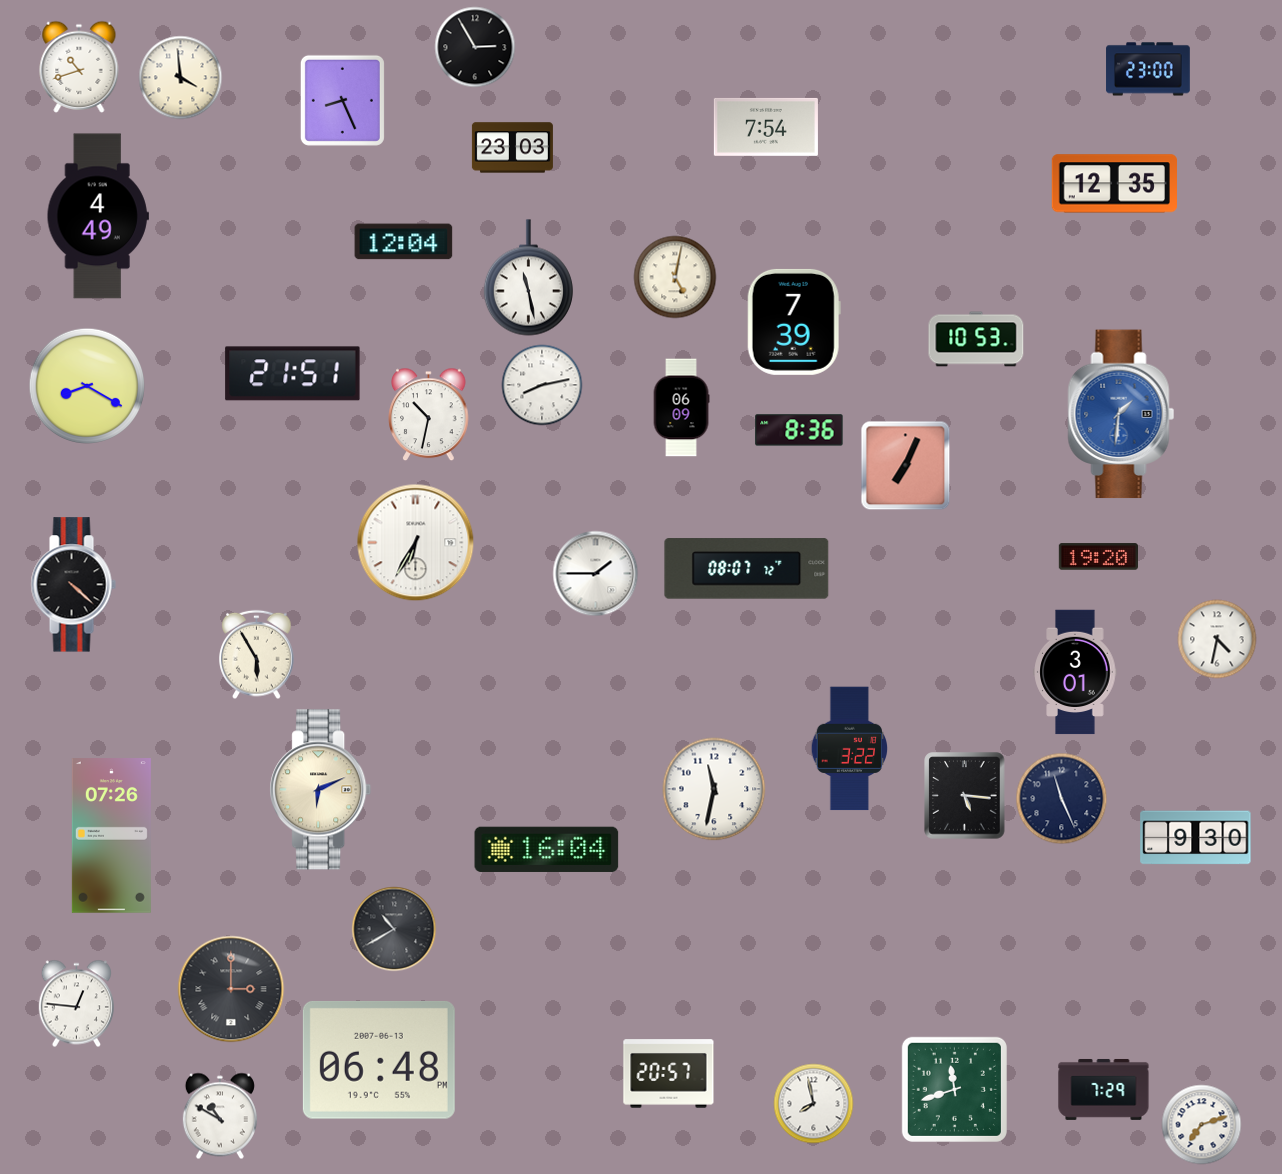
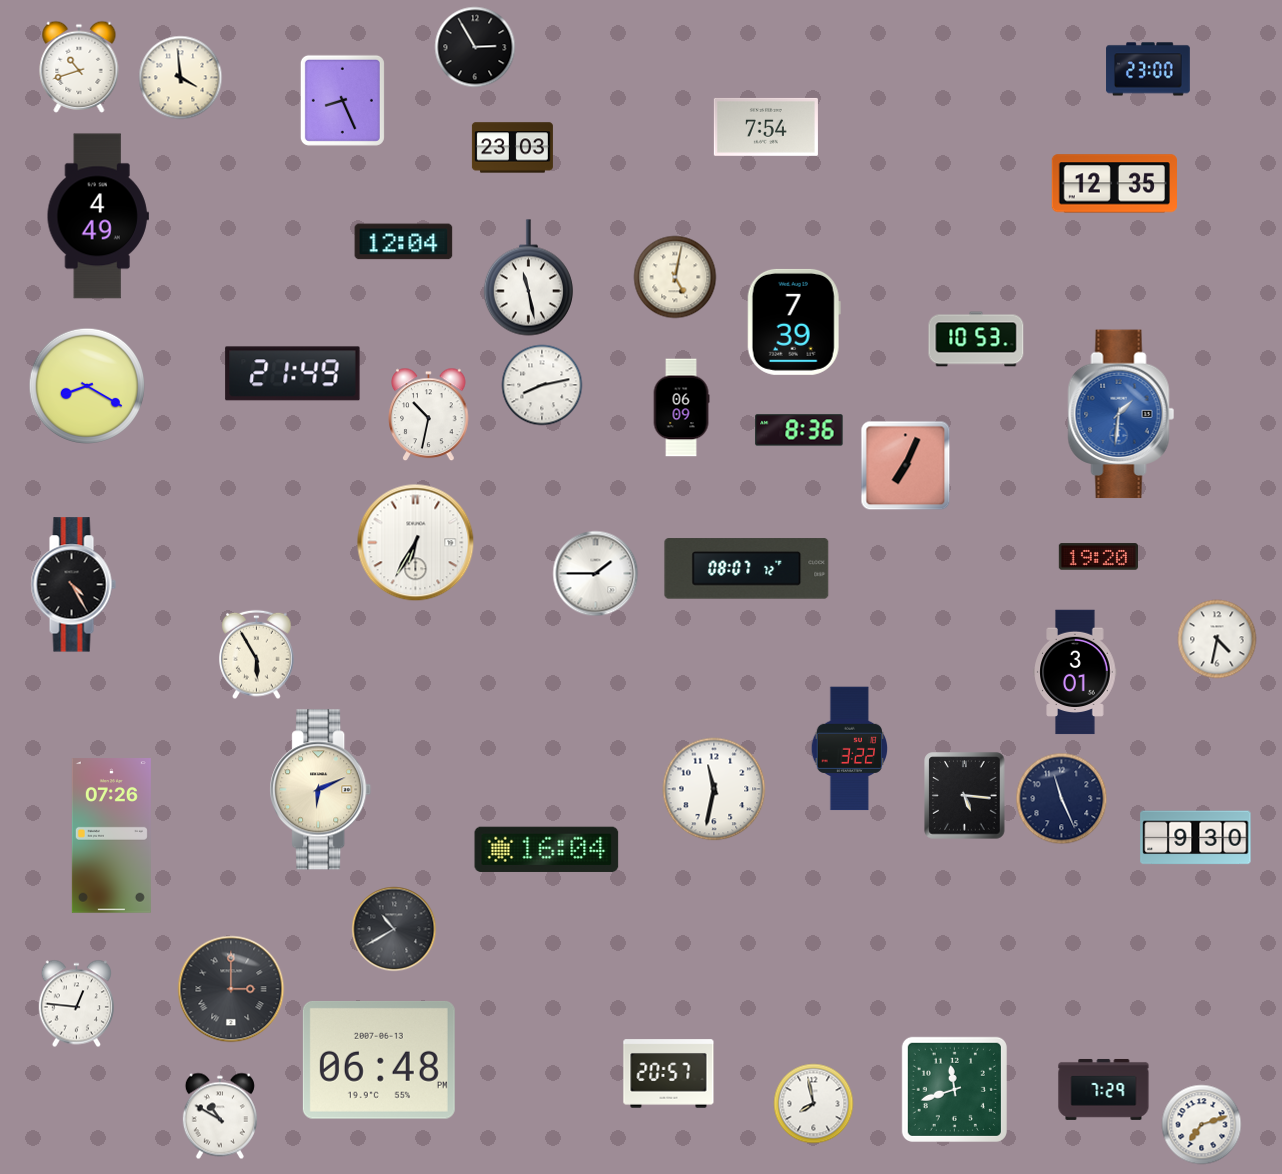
clock at (293, 374): 21:51 -> 21:49
clock at (73, 585): 4:22 -> 4:25
